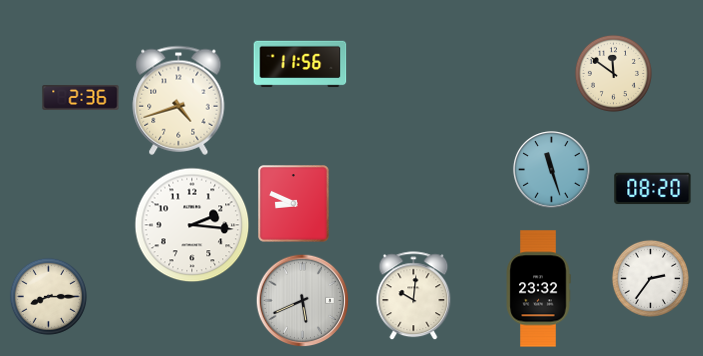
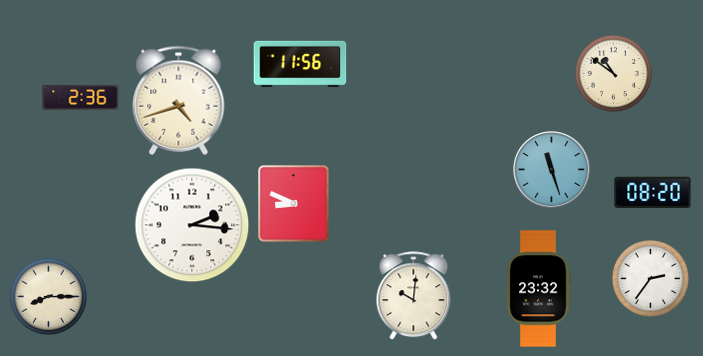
clock at (613, 73): 11:51 -> 10:51
clock at (653, 189) position: (653, 189) -> (653, 193)
clock at (302, 300): 5:41 -> none
